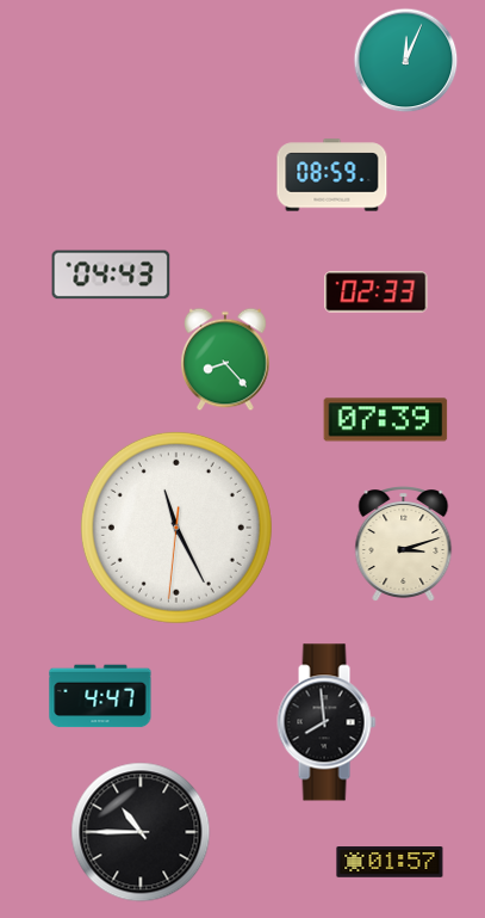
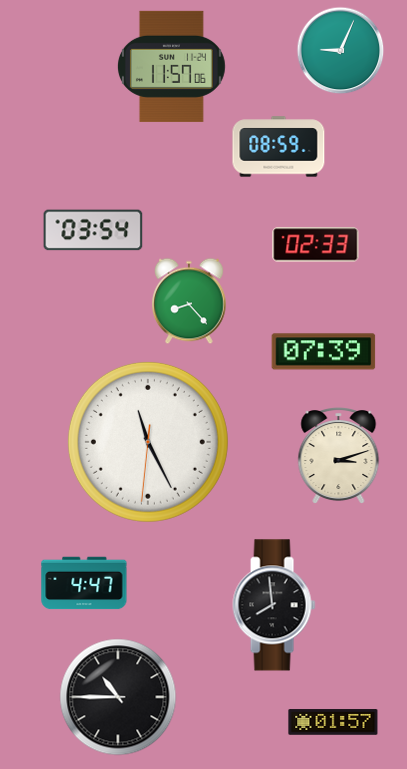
clock at (405, 60): 12:04 -> 9:04
clock at (171, 66): none -> 11:57
clock at (111, 275): 04:43 -> 03:54
clock at (390, 862) position: (390, 862) -> (333, 722)
